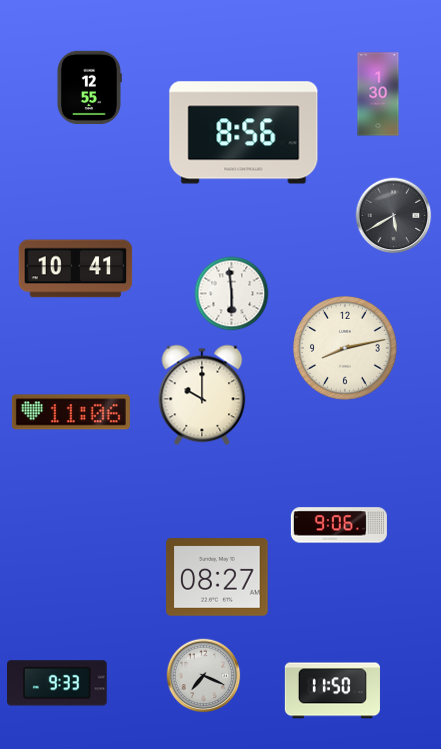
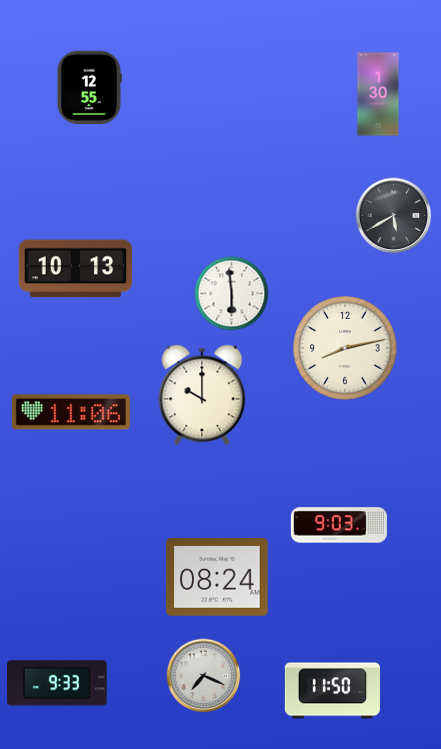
clock at (244, 133): 8:56 -> none
clock at (76, 269): 10:41 -> 10:13
clock at (339, 525): 9:06 -> 9:03
clock at (217, 577): 08:27 -> 08:24
